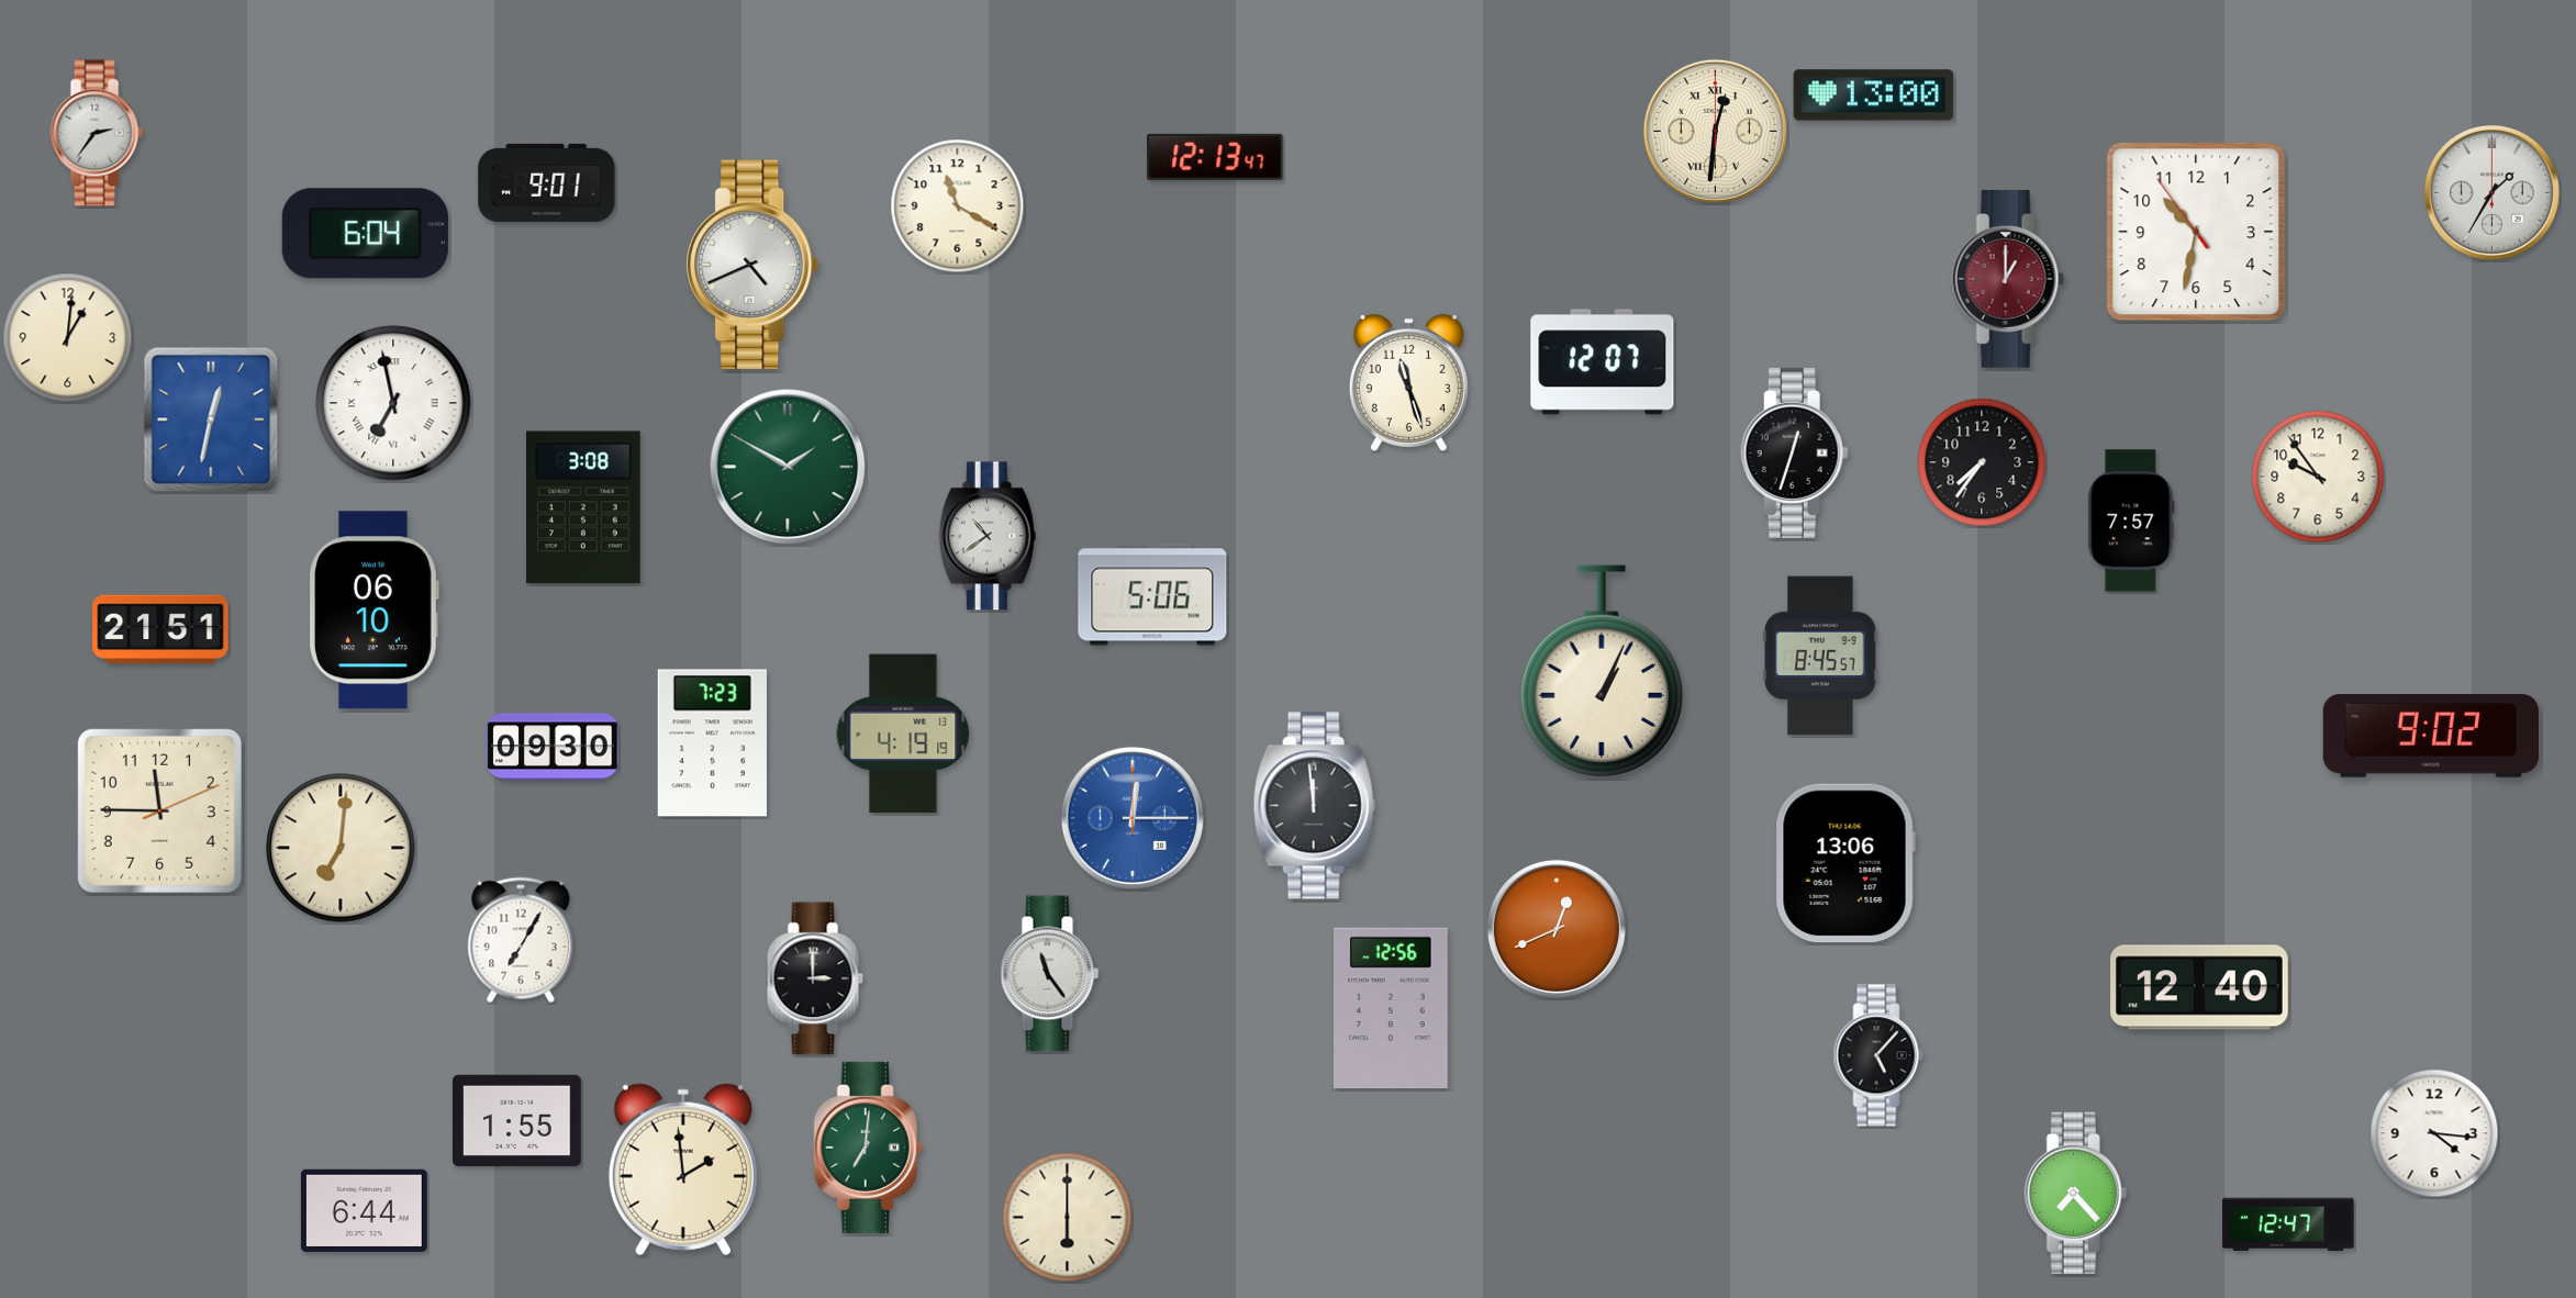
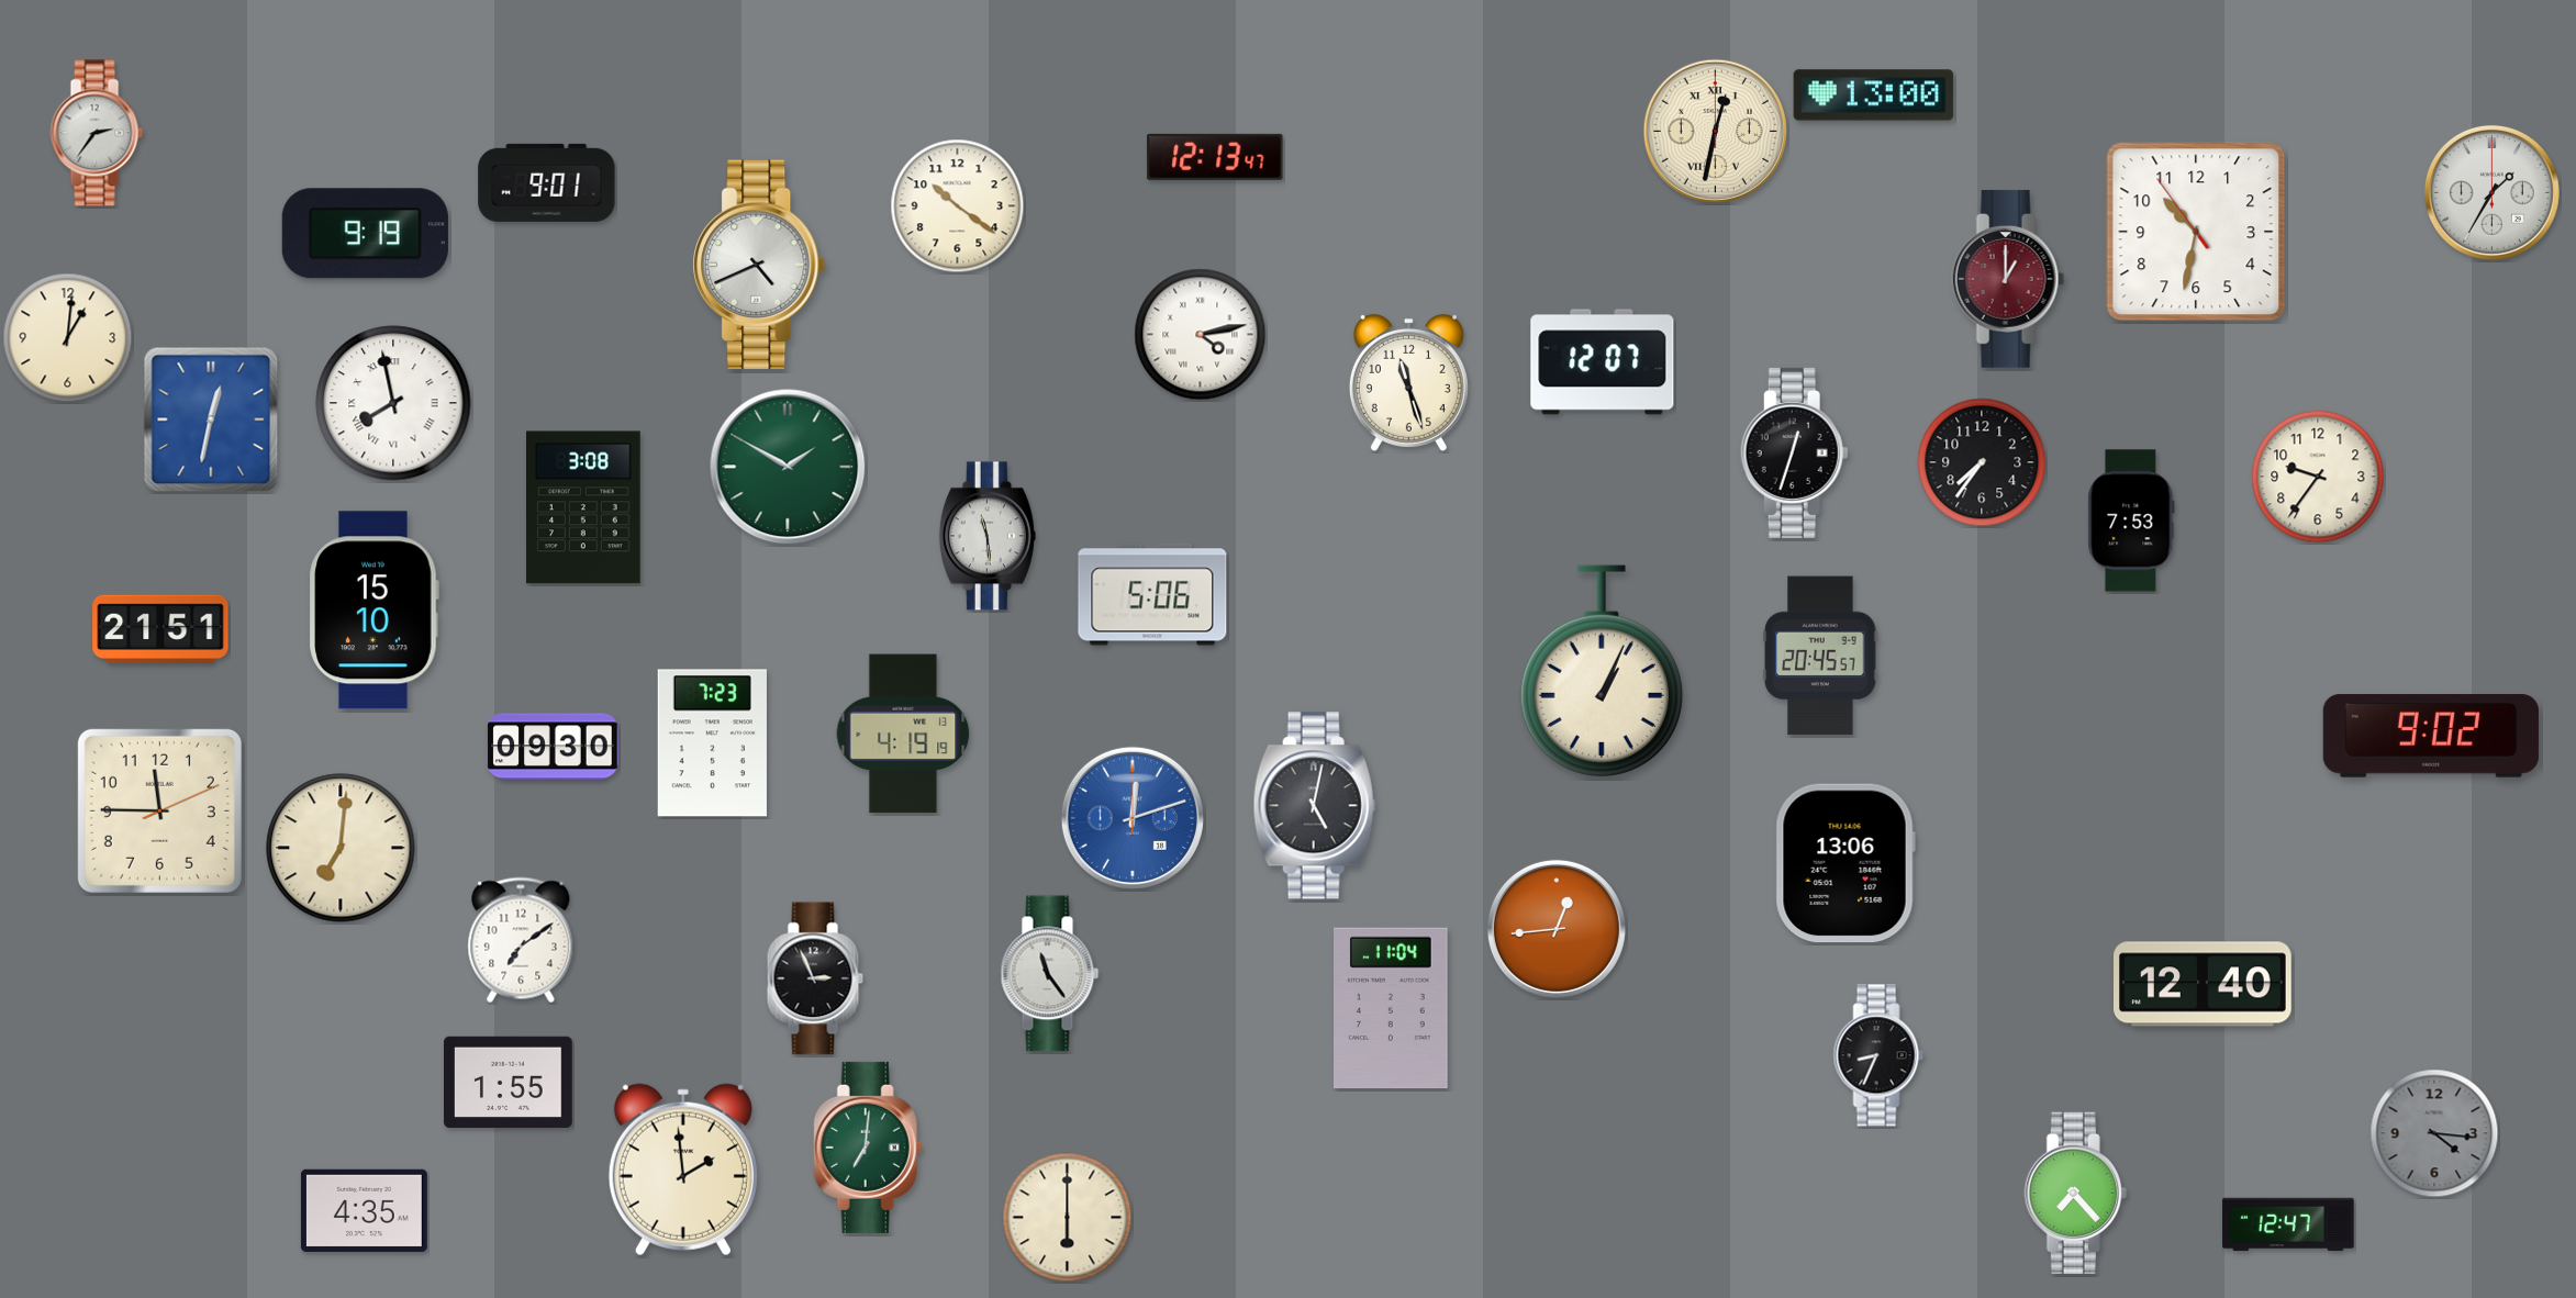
clock at (1715, 131): 12:31 -> 12:32
clock at (958, 206): 11:20 -> 10:21
clock at (365, 234): 6:04 -> 9:19
clock at (752, 265) position: (752, 265) -> (759, 265)
clock at (1201, 335): none -> 4:13
clock at (393, 403): 6:58 -> 7:58
clock at (2318, 477): 9:54 -> 9:36
clock at (2131, 521): 7:57 -> 7:53
clock at (988, 536): 10:39 -> 11:29
clock at (373, 611): 06:10 -> 15:10
clock at (1820, 656): 8:45 -> 20:45
clock at (1314, 806): 11:59 -> 5:02
clock at (1133, 818): 12:15 -> 12:12
clock at (1557, 929): 12:41 -> 12:44
clock at (521, 940): 7:05 -> 7:09
clock at (815, 978): 3:00 -> 2:56
clock at (2200, 987) position: (2200, 987) -> (2204, 984)
clock at (1392, 1008): 12:56 -> 11:04
clock at (1878, 1055): 5:07 -> 8:34
clock at (517, 1120) position: (517, 1120) -> (509, 1082)
clock at (2434, 1133) dial: white -> grey
clock at (364, 1210): 6:44 -> 4:35
